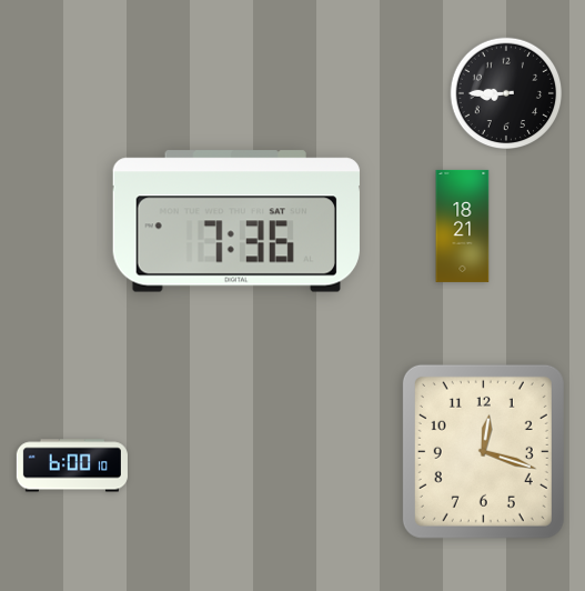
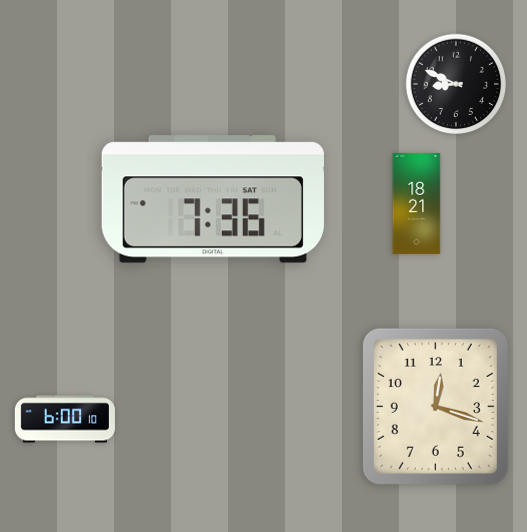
clock at (506, 93): 8:45 -> 8:49
